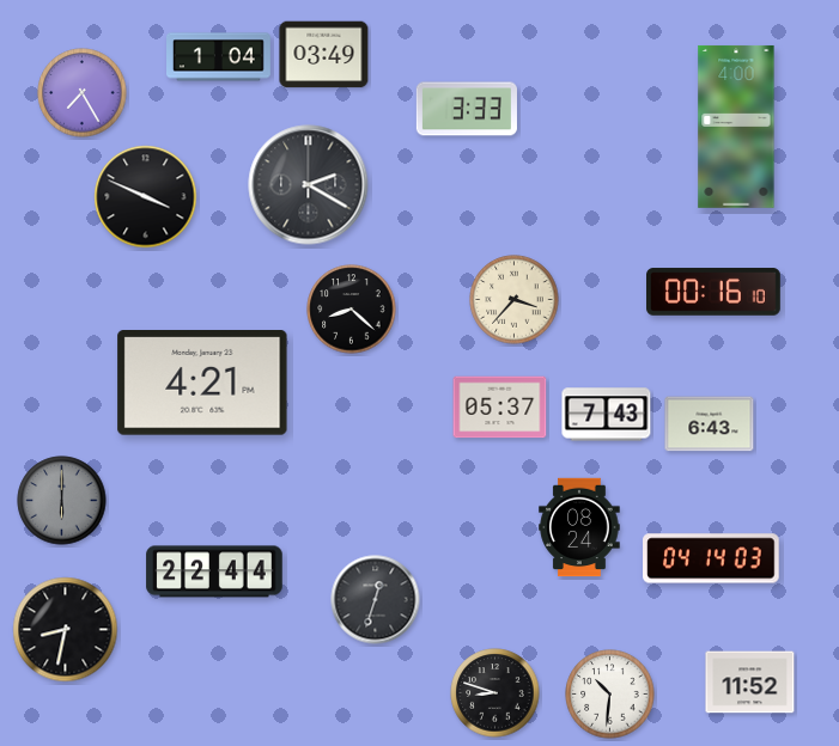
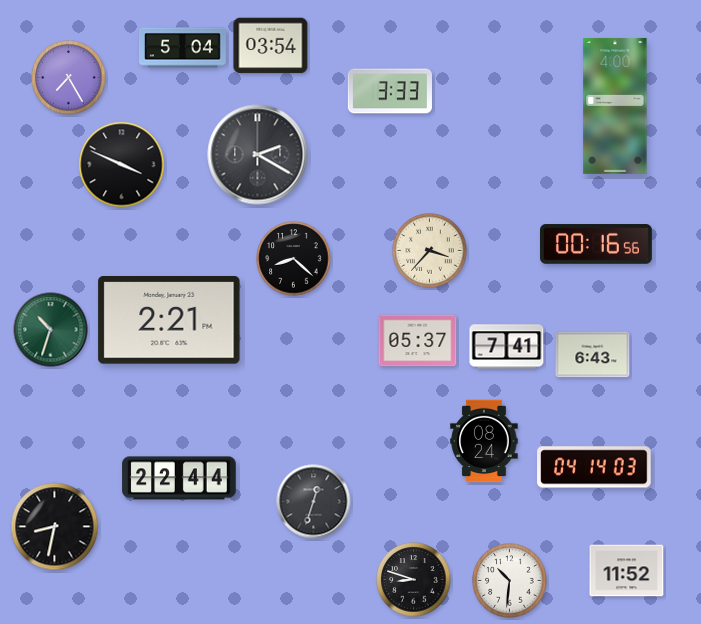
clock at (324, 55): 03:49 -> 03:54
clock at (219, 57): 1:04 -> 5:04
clock at (715, 292): 00:16:10 -> 00:16:56
clock at (202, 383): 4:21 -> 2:21
clock at (51, 330): none -> 10:33
clock at (607, 415): 7:43 -> 7:41
clock at (62, 501): 6:00 -> none
